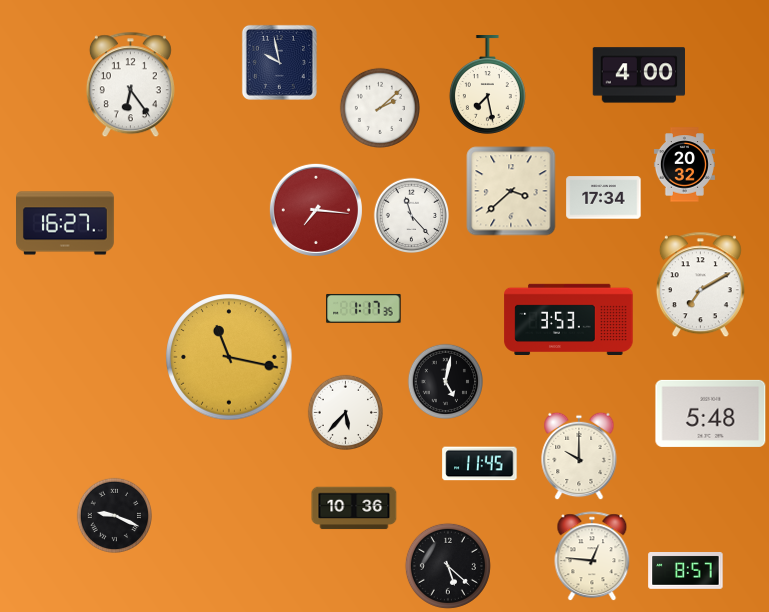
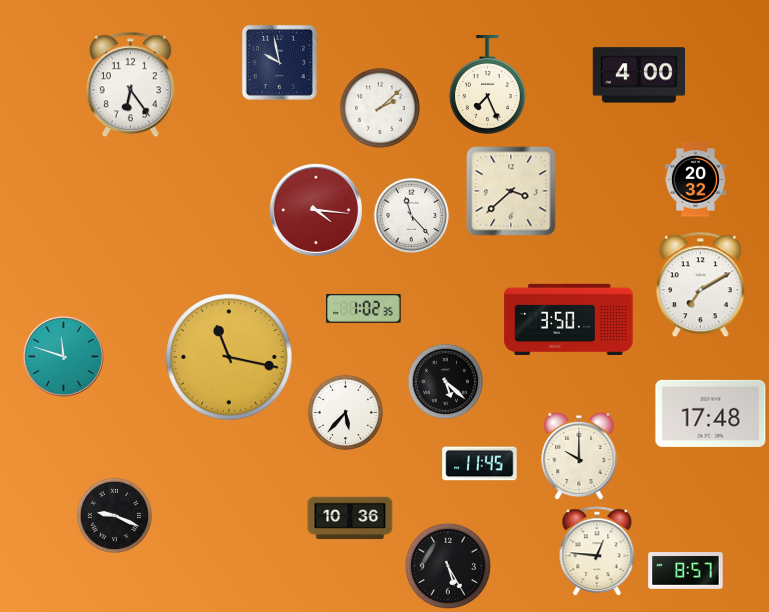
clock at (487, 85): 7:28 -> 7:26
clock at (684, 165) position: (684, 165) -> (695, 180)
clock at (604, 198): 17:34 -> none
clock at (316, 210): 7:16 -> 4:16
clock at (66, 223): 16:27 -> none
clock at (364, 309): 1:17 -> 1:02
clock at (569, 319): 3:53 -> 3:50
clock at (63, 356): none -> 11:48
clock at (445, 381): 5:02 -> 5:22
clock at (711, 413): 5:48 -> 17:48
clock at (354, 508) position: (354, 508) -> (350, 518)
clock at (592, 557) position: (592, 557) -> (597, 552)
clock at (448, 566): 5:22 -> 5:25
